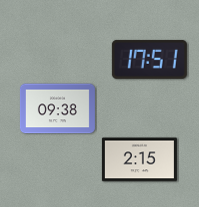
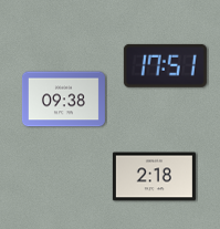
clock at (57, 109) position: (57, 109) -> (63, 100)
clock at (139, 160): 2:15 -> 2:18
